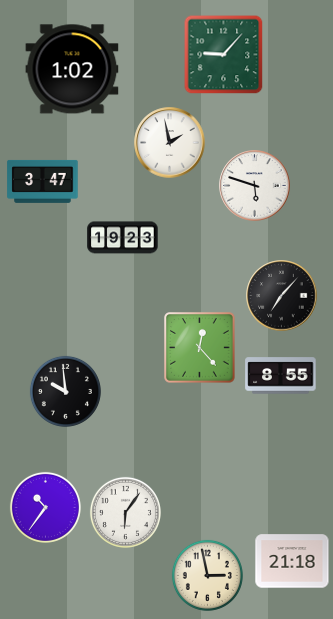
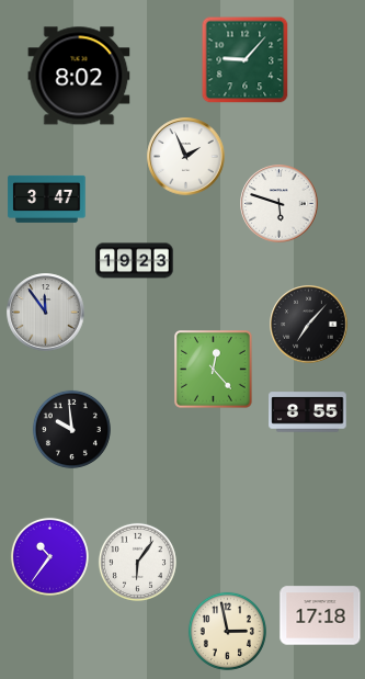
clock at (72, 69): 1:02 -> 8:02
clock at (170, 143): 1:58 -> 1:56
clock at (46, 313): none -> 11:54
clock at (200, 348) position: (200, 348) -> (214, 370)
clock at (292, 561): 21:18 -> 17:18
